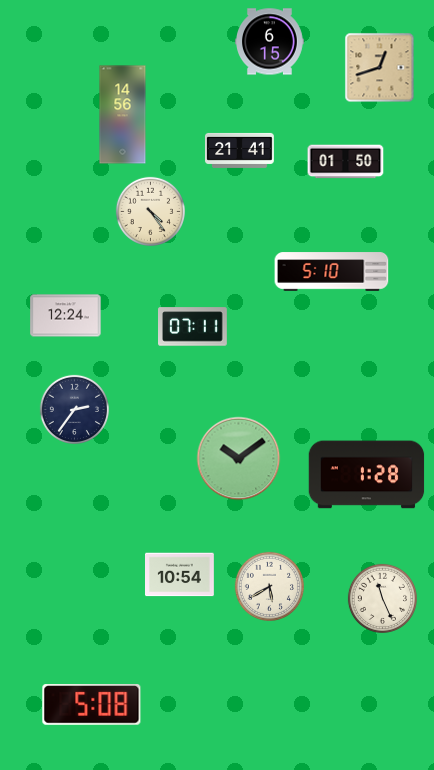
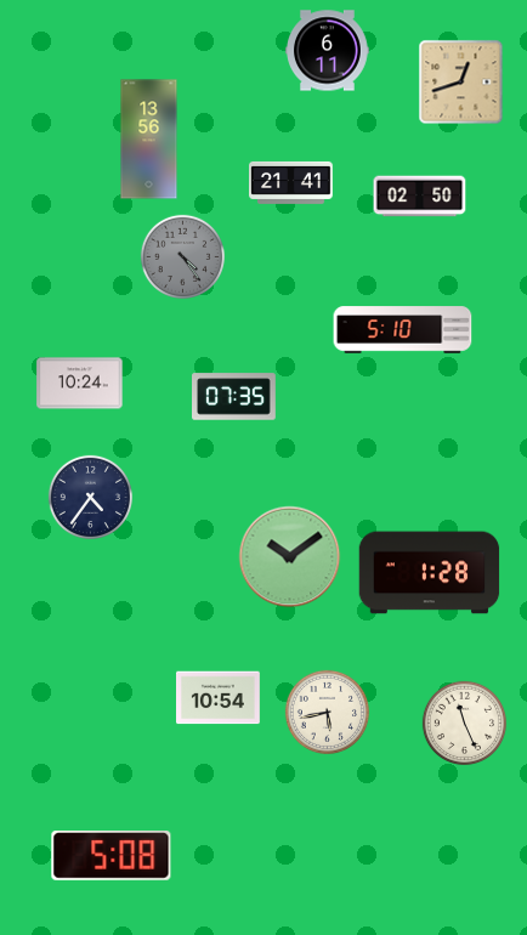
clock at (270, 42): 6:15 -> 6:11
clock at (123, 115): 14:56 -> 13:56
clock at (346, 162): 01:50 -> 02:50
clock at (150, 211) dial: cream -> grey
clock at (66, 316): 12:24 -> 10:24
clock at (193, 327): 07:11 -> 07:35
clock at (74, 409): 2:36 -> 4:36
clock at (367, 475) position: (367, 475) -> (430, 573)
clock at (269, 586): 5:40 -> 5:43
clock at (382, 598) position: (382, 598) -> (464, 722)
